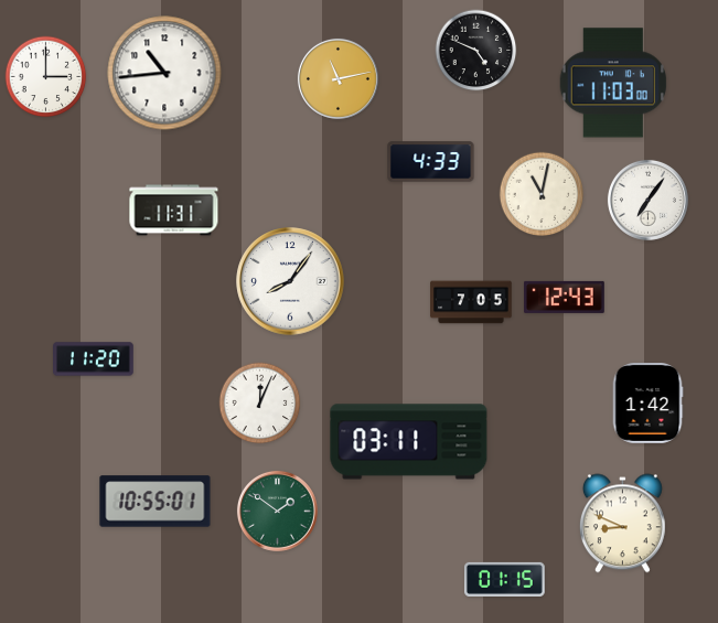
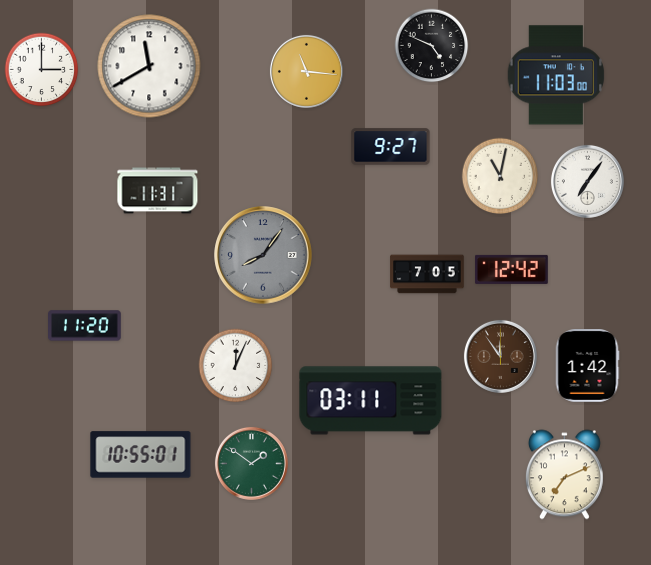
clock at (164, 73): 10:44 -> 11:40
clock at (337, 78): 11:13 -> 11:16
clock at (431, 162): 4:33 -> 9:27
clock at (542, 194) position: (542, 194) -> (500, 176)
clock at (290, 281) dial: white -> grey
clock at (565, 297): 12:43 -> 12:42
clock at (500, 356): none -> 11:54
clock at (622, 524): 8:49 -> 7:11
clock at (505, 579): 01:15 -> none
